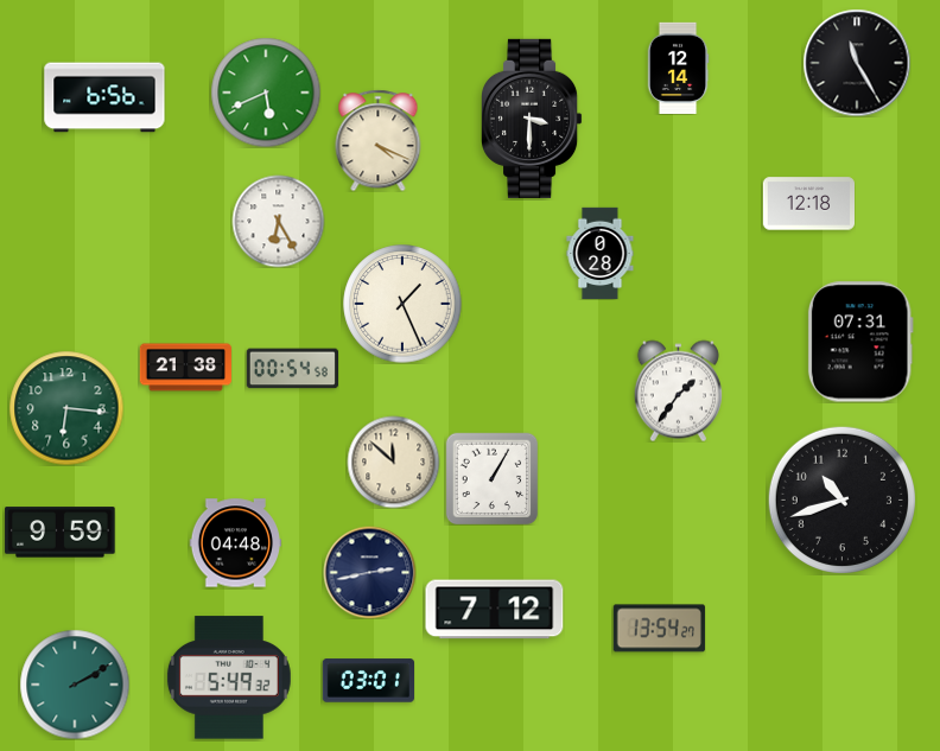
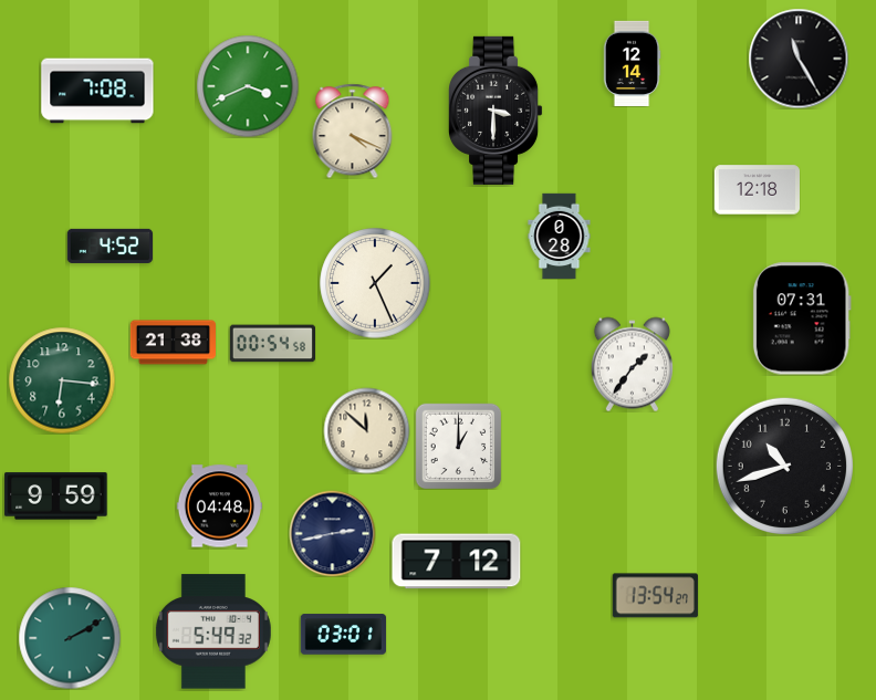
clock at (266, 93): 5:41 -> 3:41
clock at (104, 97): 6:56 -> 7:08
clock at (808, 204) position: (808, 204) -> (757, 190)
clock at (278, 221): 6:25 -> none
clock at (109, 245): none -> 4:52
clock at (491, 478): 1:05 -> 1:00
clock at (369, 572) position: (369, 572) -> (332, 533)
clock at (495, 610) position: (495, 610) -> (457, 562)
clock at (659, 629) position: (659, 629) -> (655, 596)
